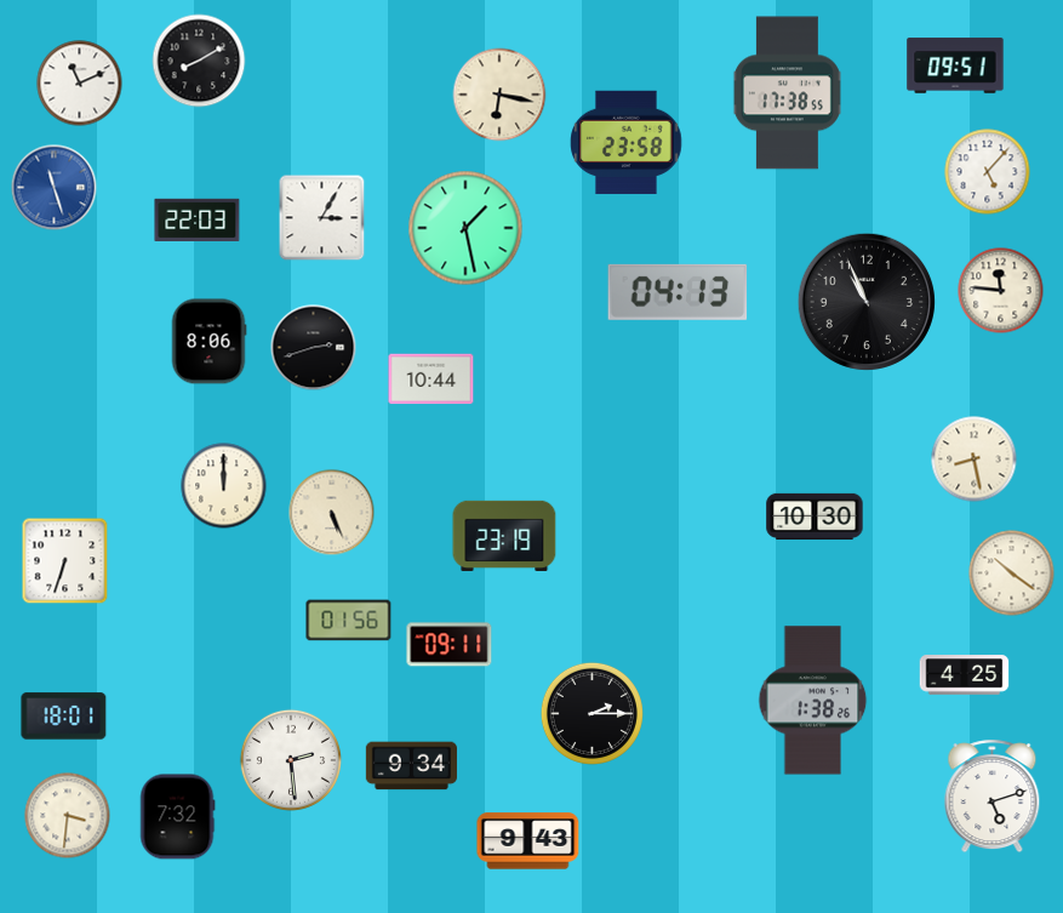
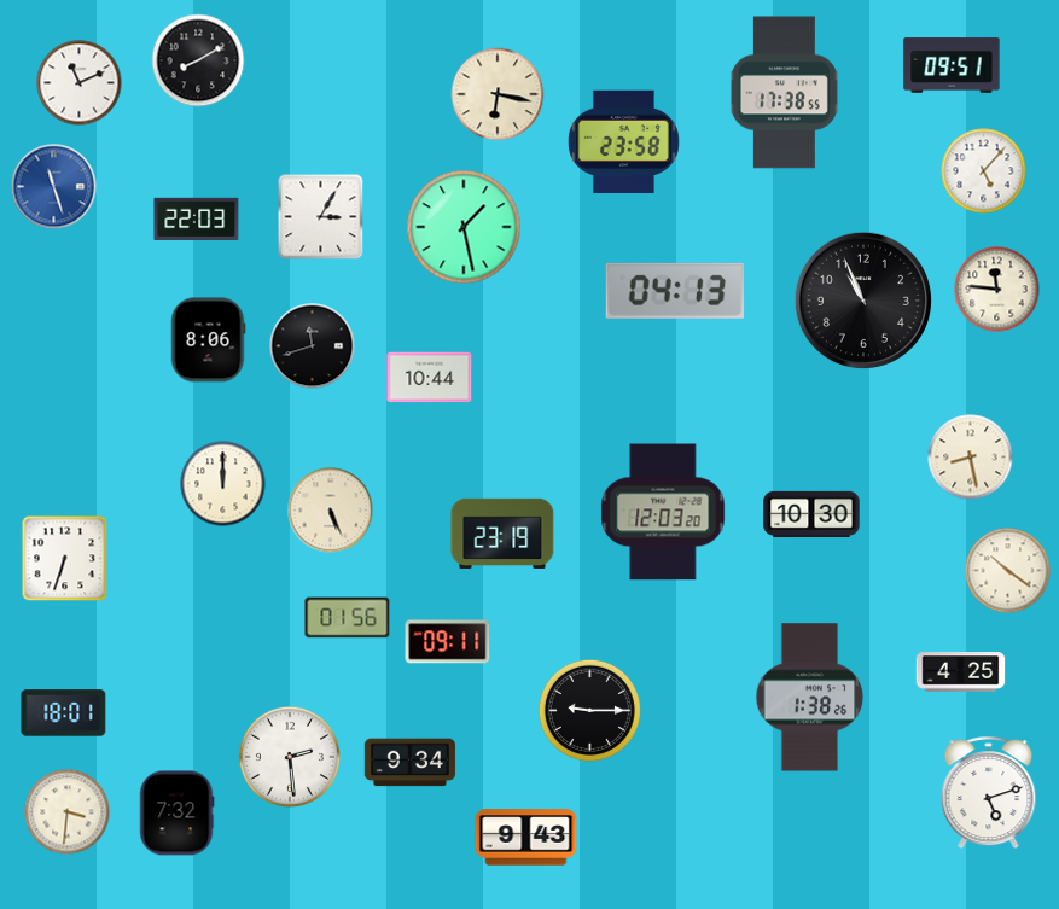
clock at (314, 348): 2:42 -> 11:42
clock at (663, 512): none -> 12:03
clock at (591, 713): 2:15 -> 9:15
